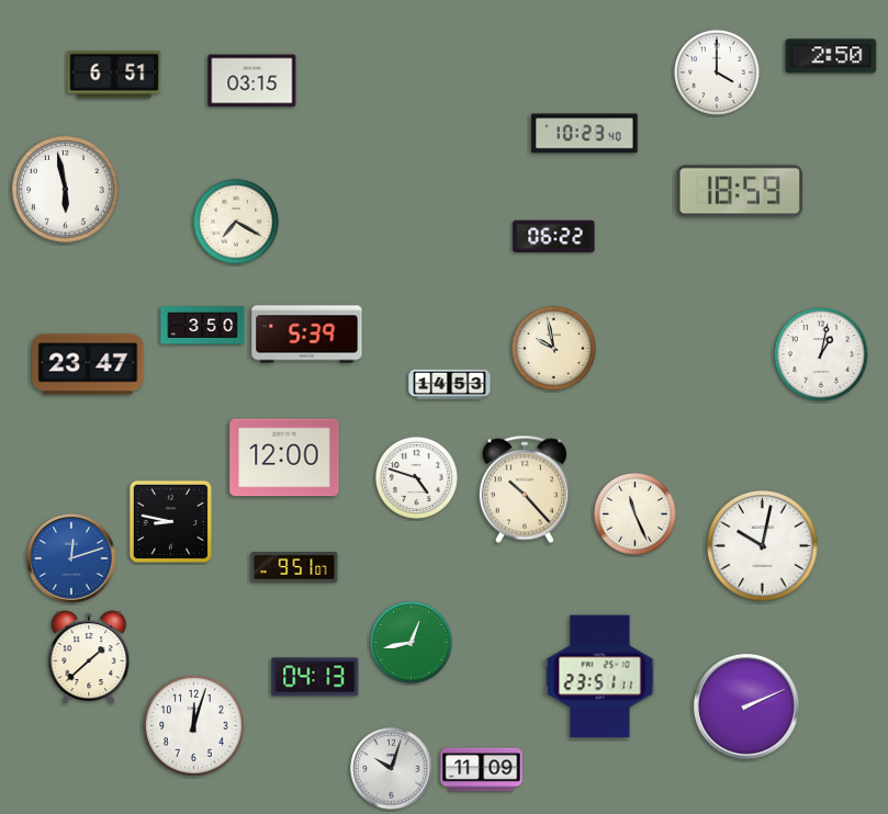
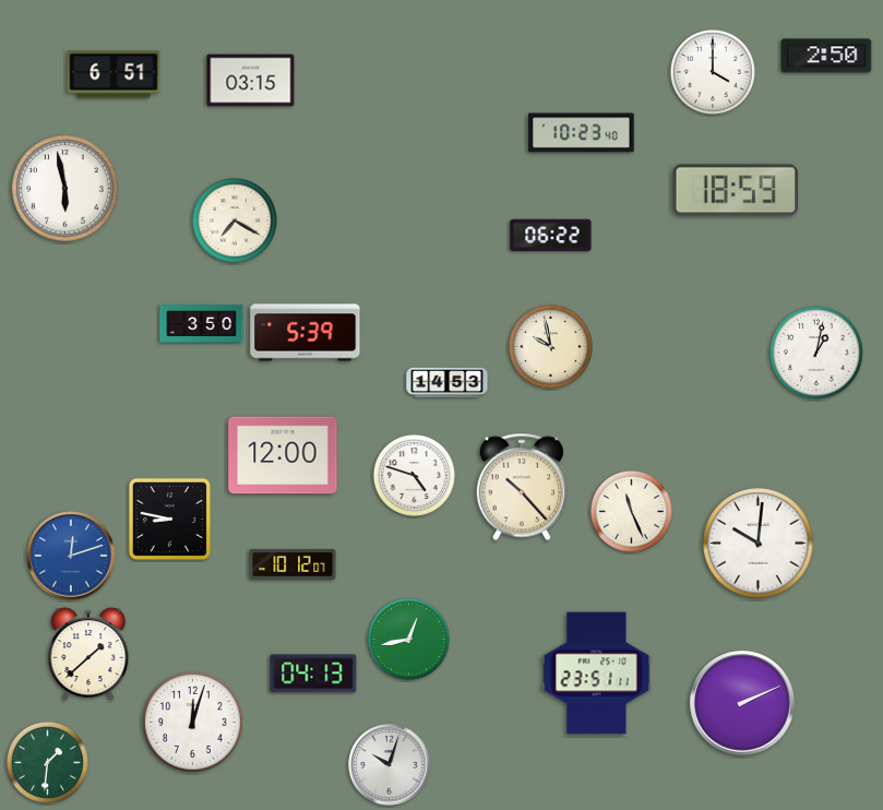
clock at (88, 364): 23:47 -> none
clock at (763, 546): 10:02 -> 10:01
clock at (294, 568): 9:51 -> 10:12
clock at (47, 762): none -> 1:31
clock at (482, 770): 11:09 -> none
